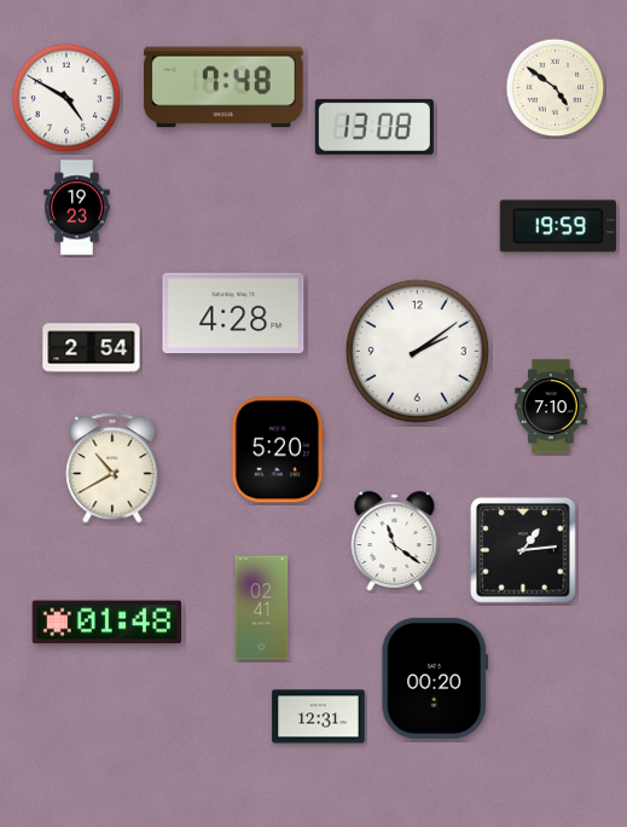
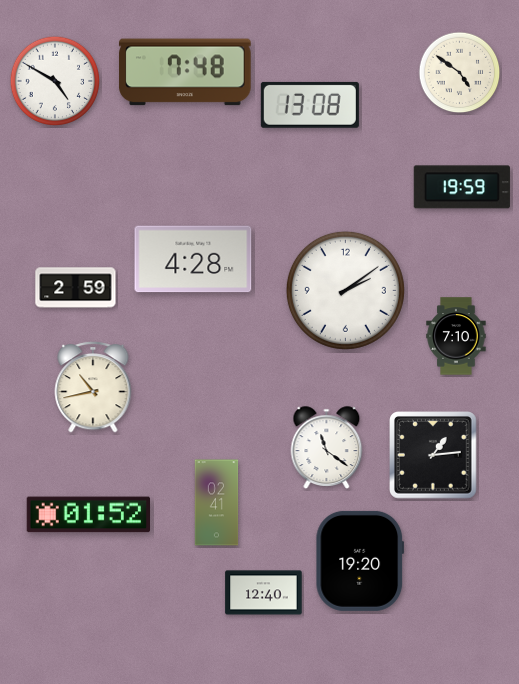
clock at (77, 208): 19:23 -> none
clock at (92, 348): 2:54 -> 2:59
clock at (278, 450): 5:20 -> none
clock at (112, 469): 10:40 -> 10:43
clock at (106, 623): 01:48 -> 01:52
clock at (435, 678): 00:20 -> 19:20
clock at (319, 717): 12:31 -> 12:40
